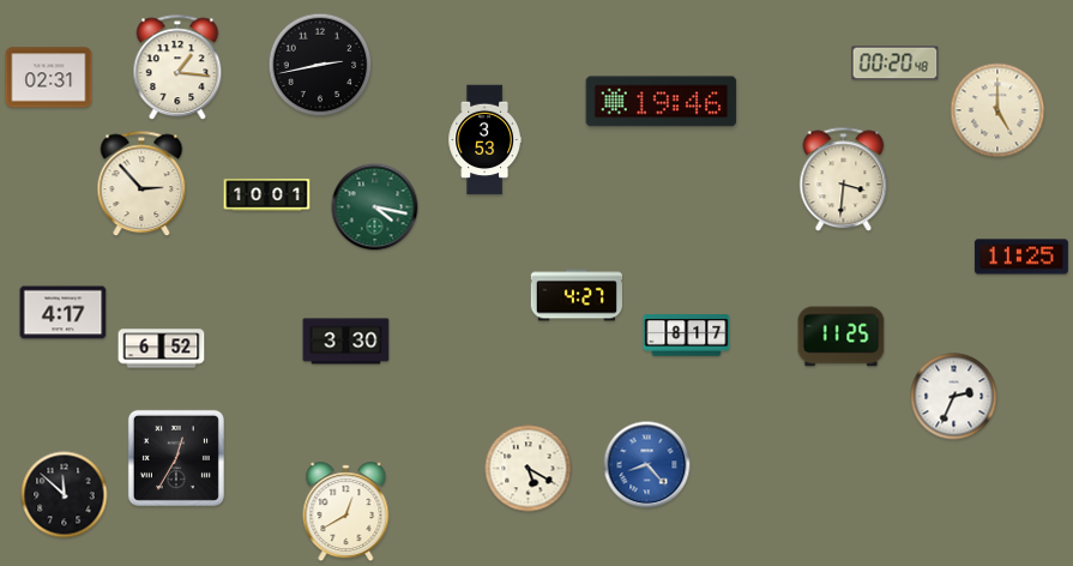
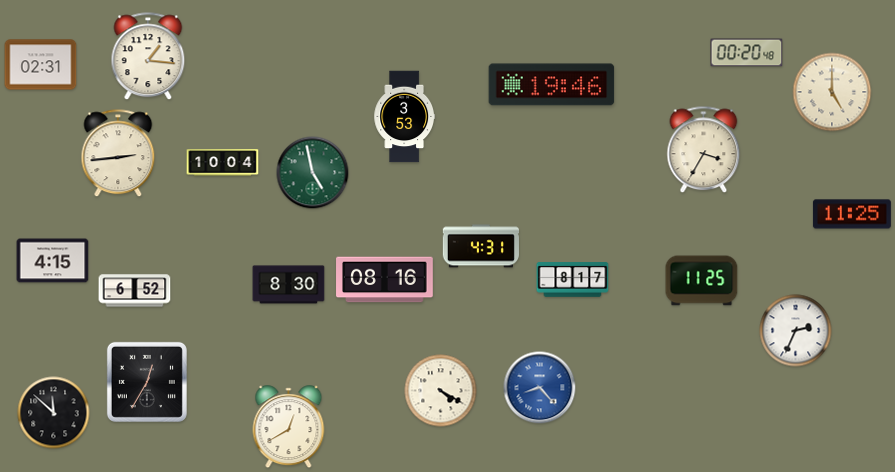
clock at (320, 65): 2:43 -> none
clock at (844, 180): 3:31 -> 3:35
clock at (141, 185): 2:53 -> 2:44
clock at (267, 195): 10:01 -> 10:04
clock at (375, 207): 4:17 -> 4:58
clock at (575, 295): 4:27 -> 4:31
clock at (64, 313): 4:17 -> 4:15
clock at (385, 280): none -> 08:16
clock at (346, 342): 3:30 -> 8:30
clock at (529, 469): 5:20 -> 4:20
